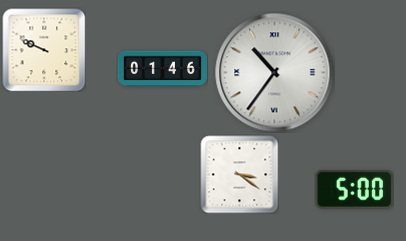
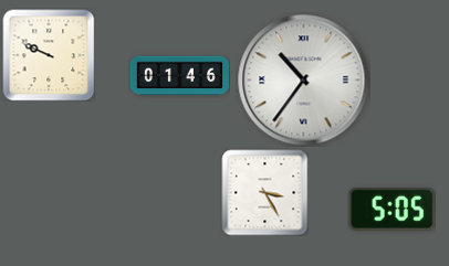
clock at (239, 174): 3:21 -> 3:25
clock at (354, 189): 5:00 -> 5:05
